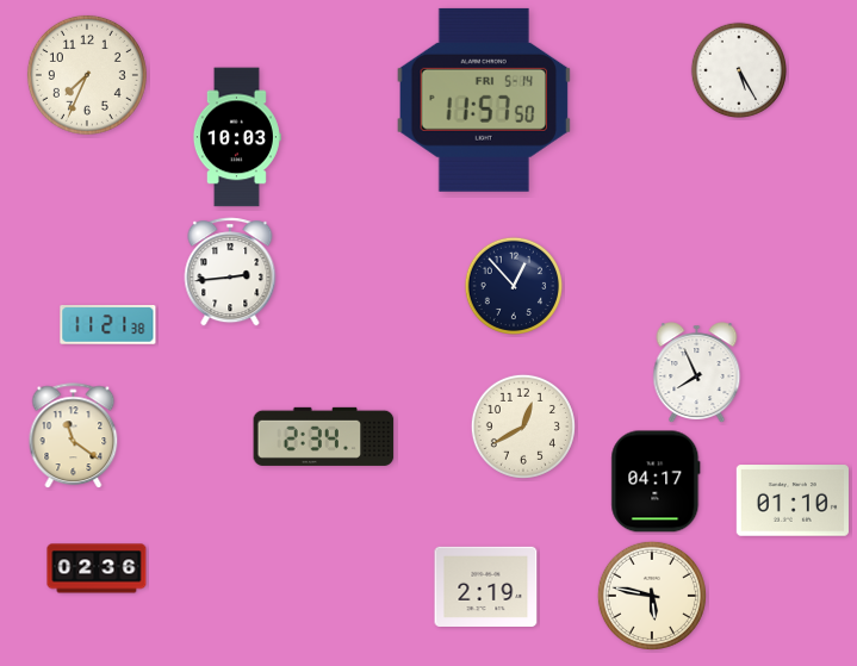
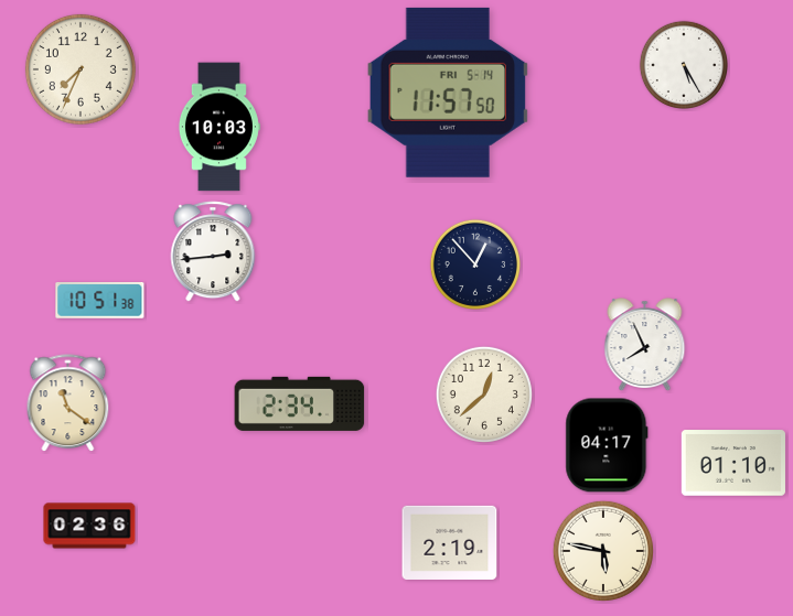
clock at (108, 325): 11:21 -> 10:51
clock at (523, 427): 12:40 -> 12:38
